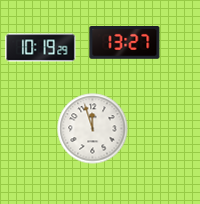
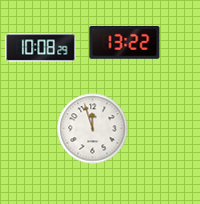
clock at (125, 43): 13:27 -> 13:22
clock at (41, 48): 10:19 -> 10:08
